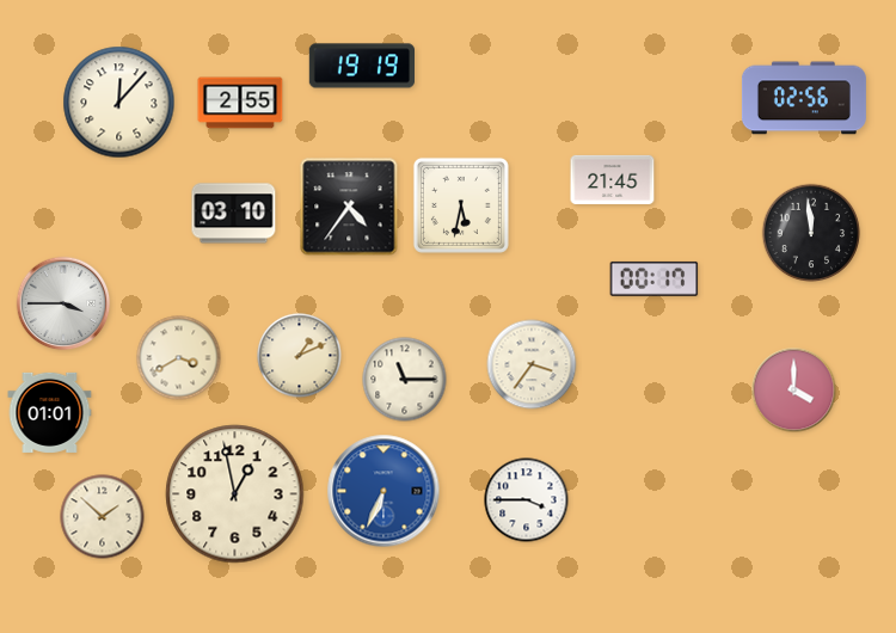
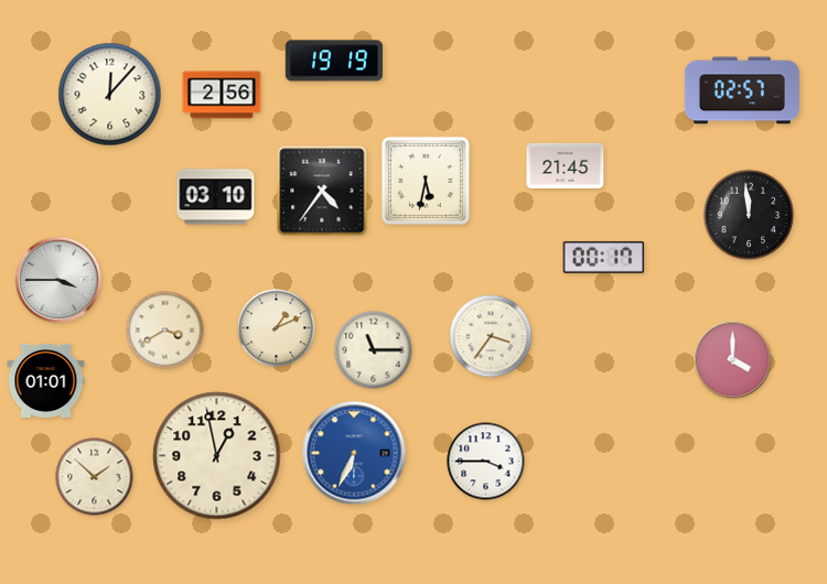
clock at (804, 98): 02:56 -> 02:57
clock at (240, 103): 2:55 -> 2:56
clock at (461, 205) position: (461, 205) -> (426, 181)
